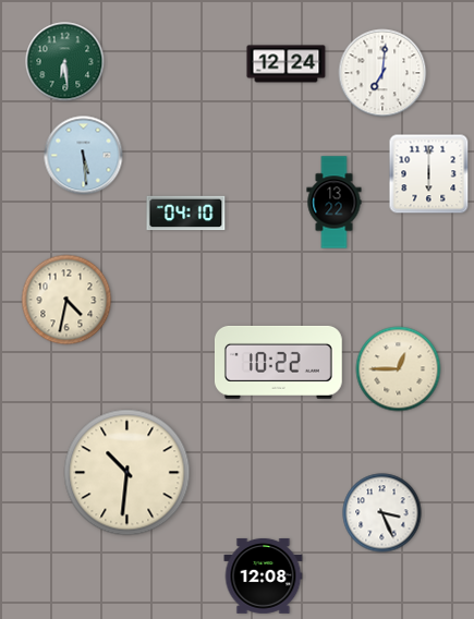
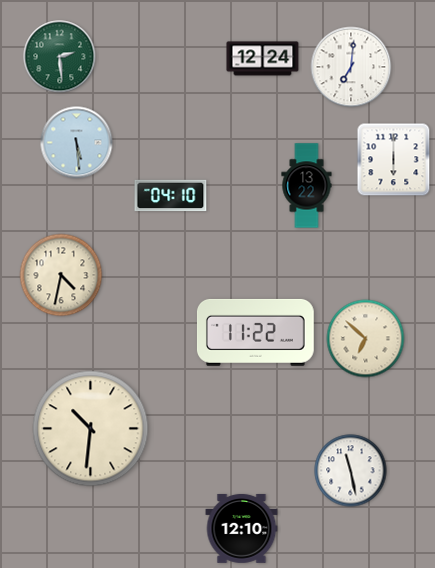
clock at (65, 62): 6:29 -> 2:29
clock at (279, 362): 10:22 -> 11:22
clock at (399, 369): 12:45 -> 6:52
clock at (127, 473) position: (127, 473) -> (91, 429)
clock at (382, 513): 3:26 -> 11:28
clock at (264, 575): 12:08 -> 12:10
